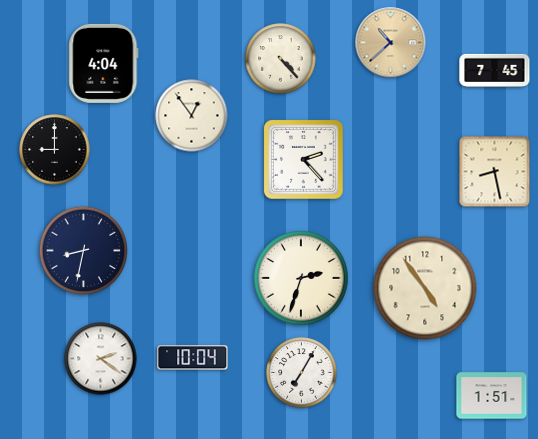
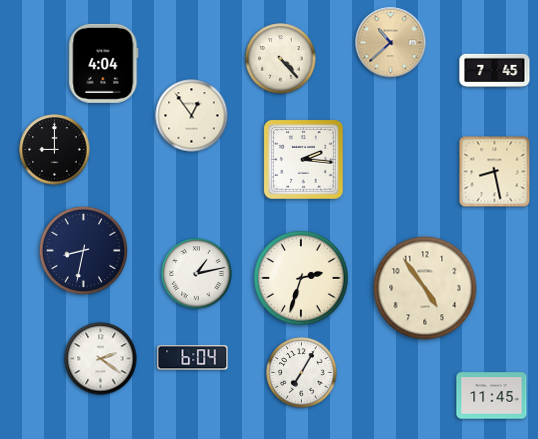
clock at (304, 160): 2:23 -> 2:16
clock at (197, 274): none -> 1:13
clock at (193, 358): 10:04 -> 6:04
clock at (492, 396): 1:51 -> 11:45
